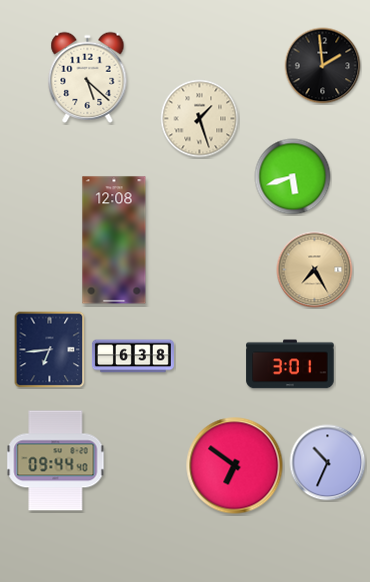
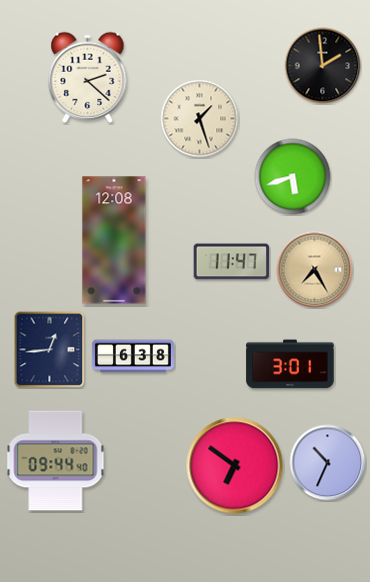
clock at (88, 77): 5:22 -> 2:22
clock at (232, 262): none -> 11:47
clock at (50, 350): 6:44 -> 12:44
